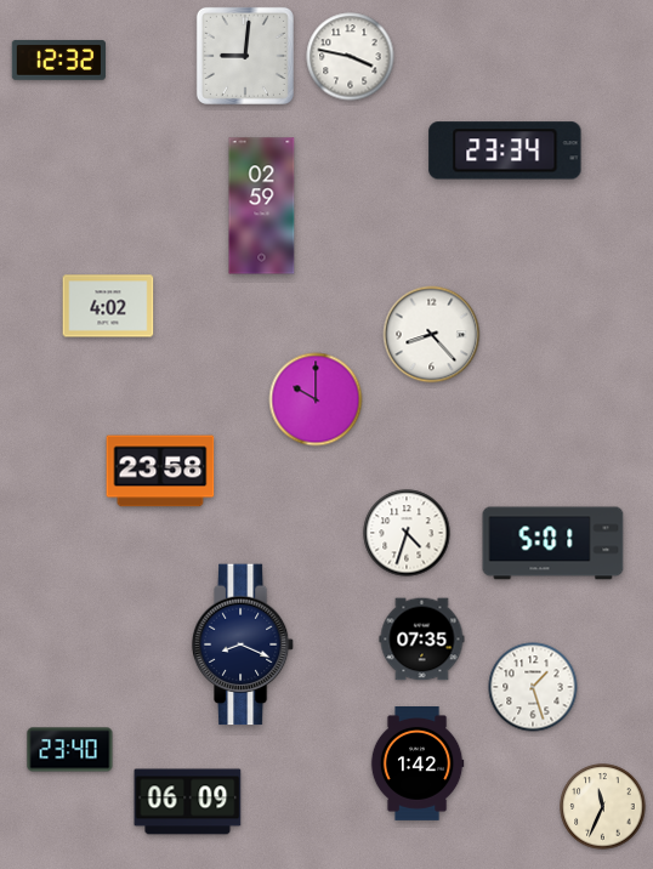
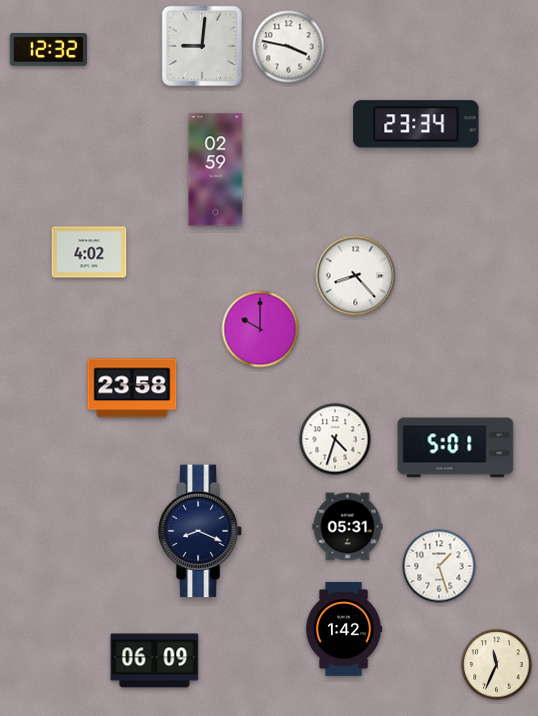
clock at (422, 640): 07:35 -> 05:31
clock at (70, 750): 23:40 -> none
